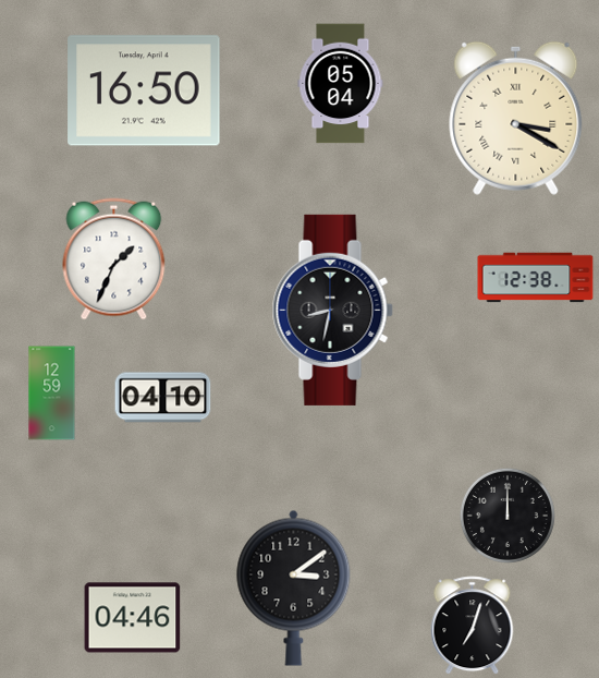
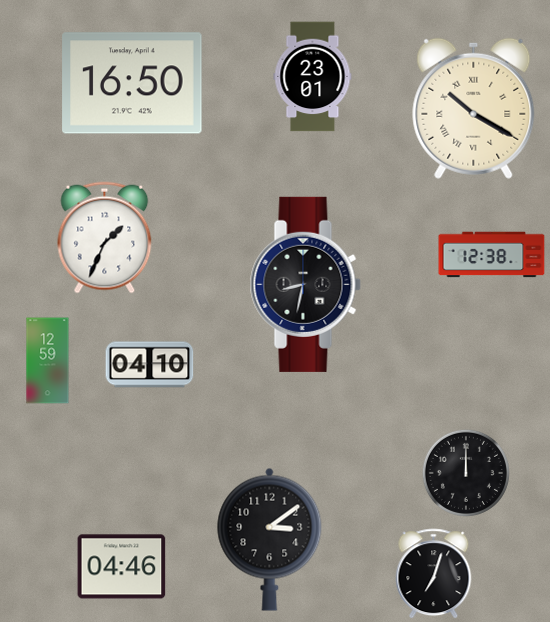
clock at (341, 84): 05:04 -> 23:01
clock at (516, 118): 3:20 -> 10:20
